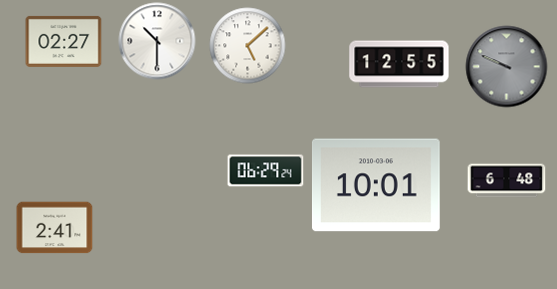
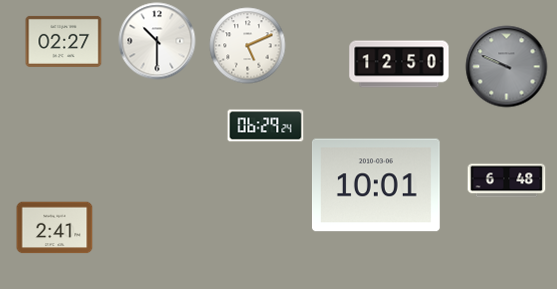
clock at (248, 46): 5:08 -> 5:11
clock at (399, 64): 12:55 -> 12:50
clock at (266, 171) position: (266, 171) -> (266, 126)
